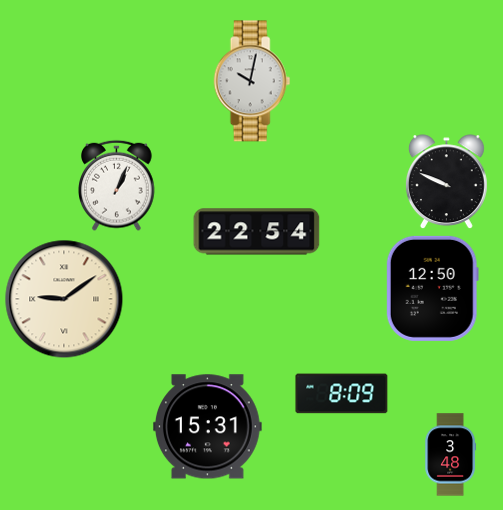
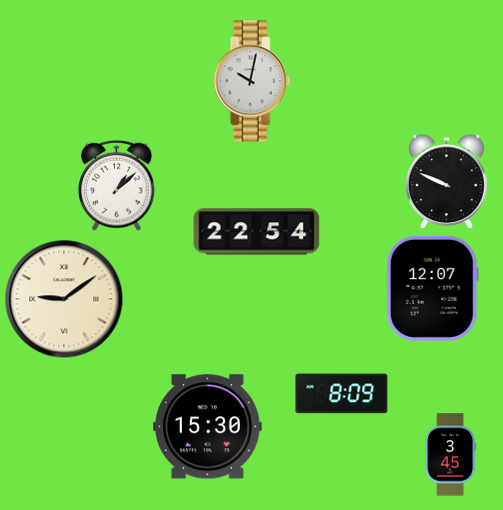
clock at (117, 185): 1:04 -> 1:08
clock at (432, 288): 12:50 -> 12:07
clock at (208, 427): 15:31 -> 15:30
clock at (451, 455): 3:48 -> 3:45
